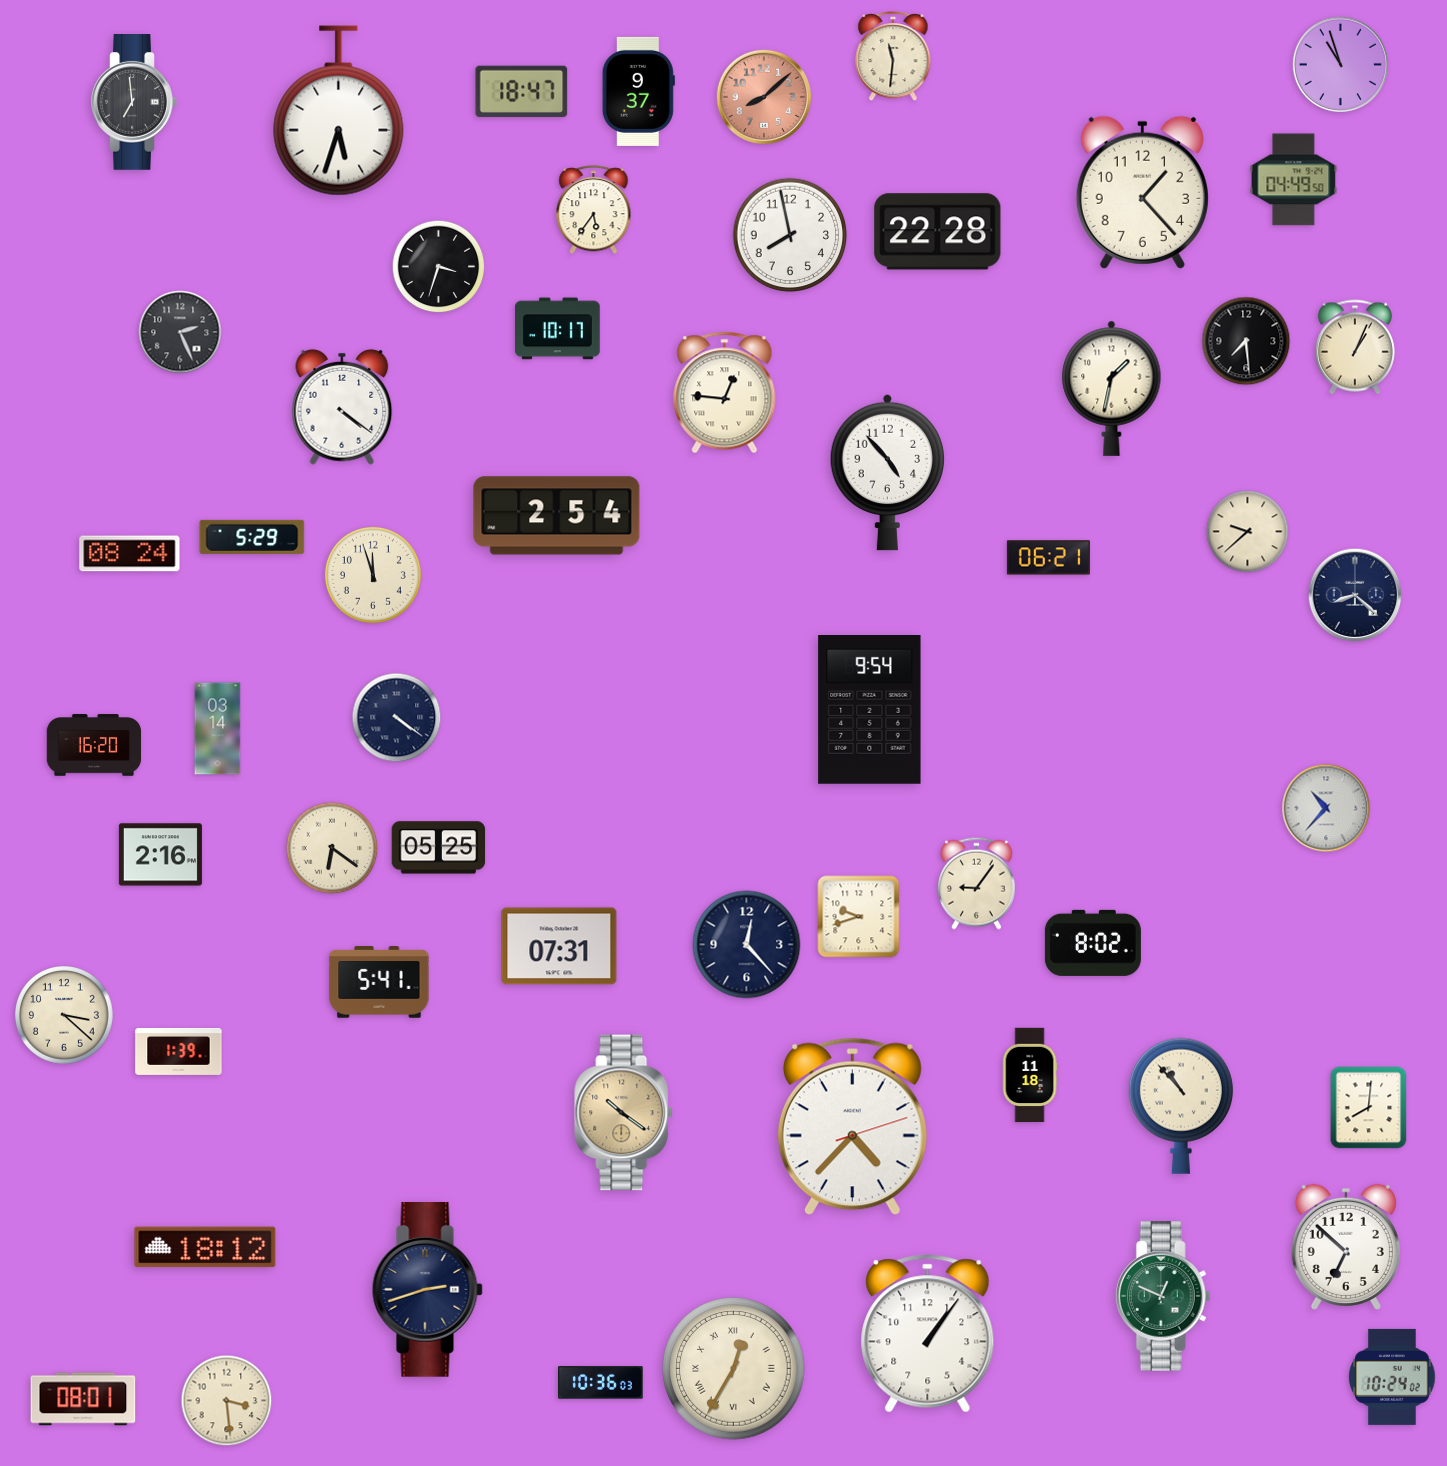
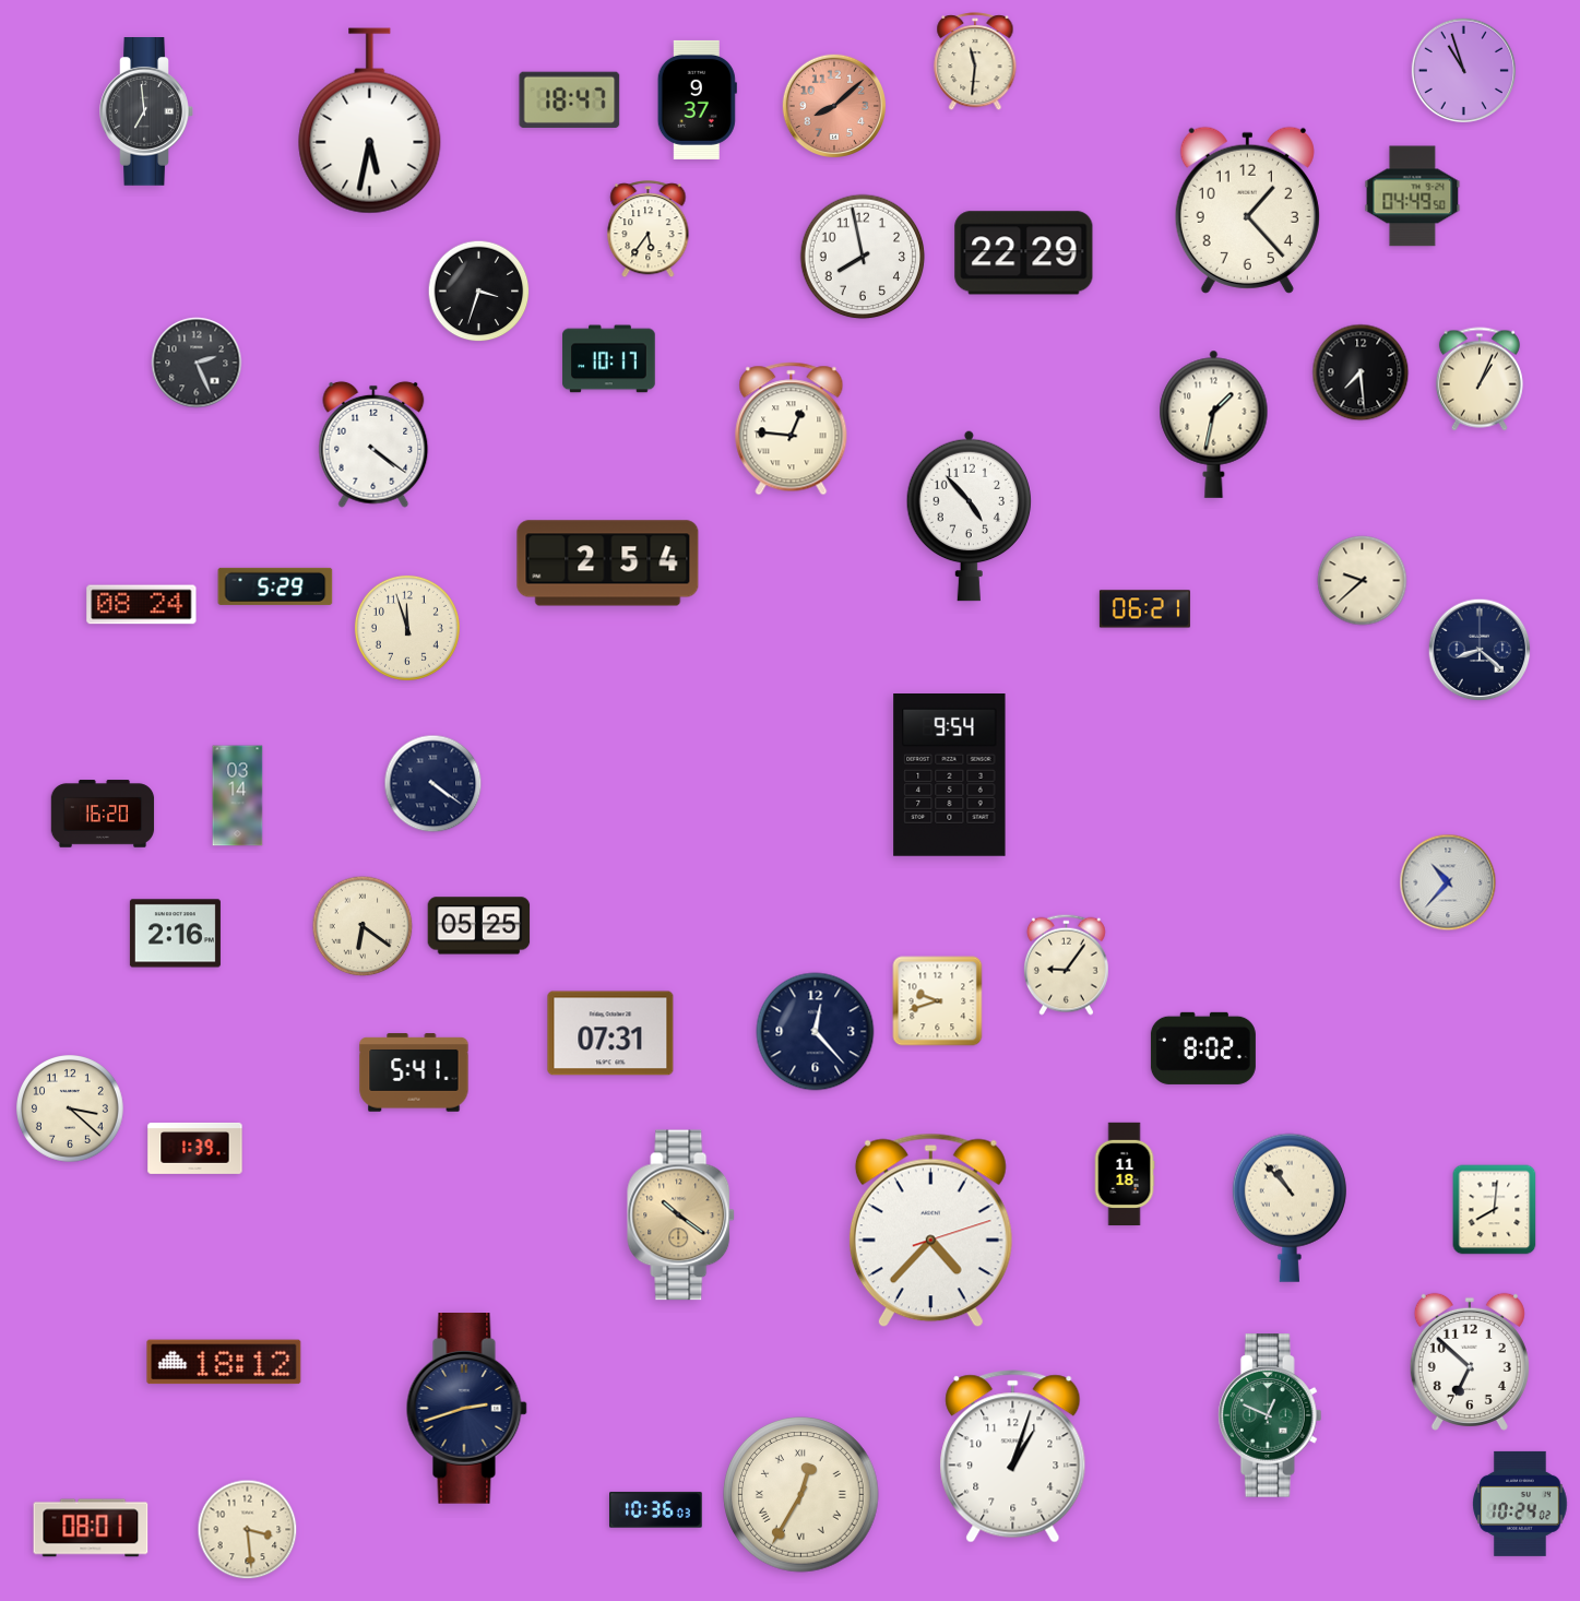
clock at (339, 111): 5:33 -> 5:32
clock at (938, 232): 22:28 -> 22:29
clock at (1093, 943) position: (1093, 943) -> (1203, 1048)
clock at (928, 1334): 1:06 -> 1:03
